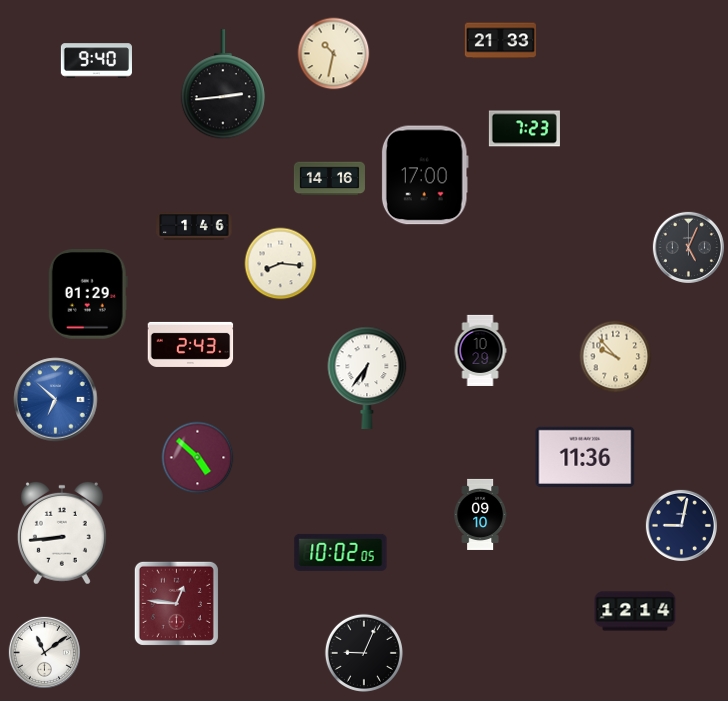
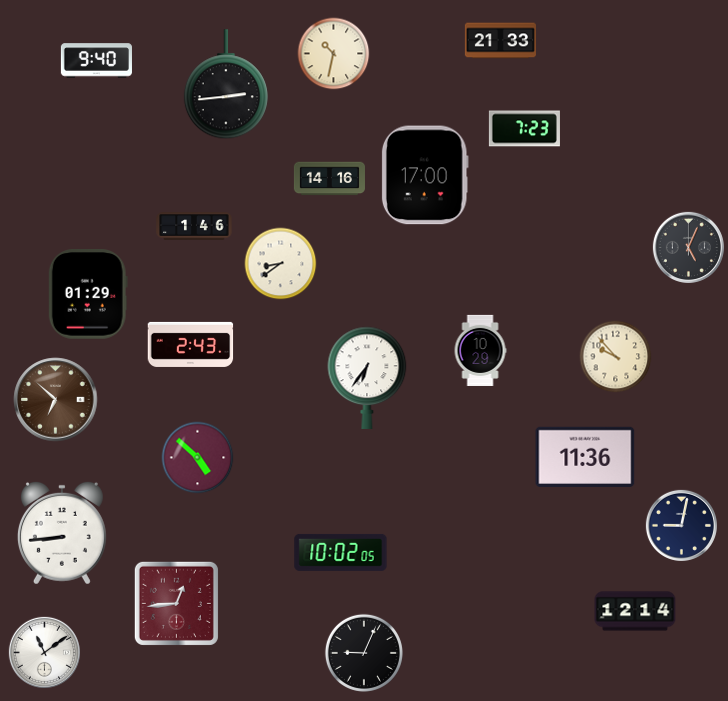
clock at (223, 85) position: (223, 85) -> (226, 85)
clock at (281, 264): 8:16 -> 8:39
clock at (56, 400) dial: blue -> brown
clock at (480, 514): 09:10 -> none
clock at (176, 603): 12:46 -> 12:44
